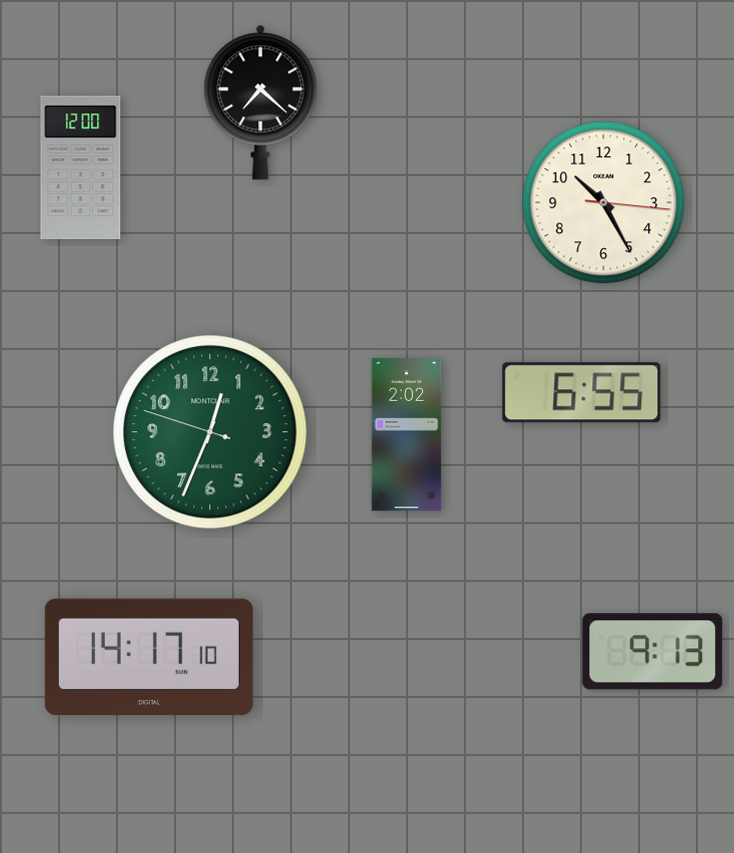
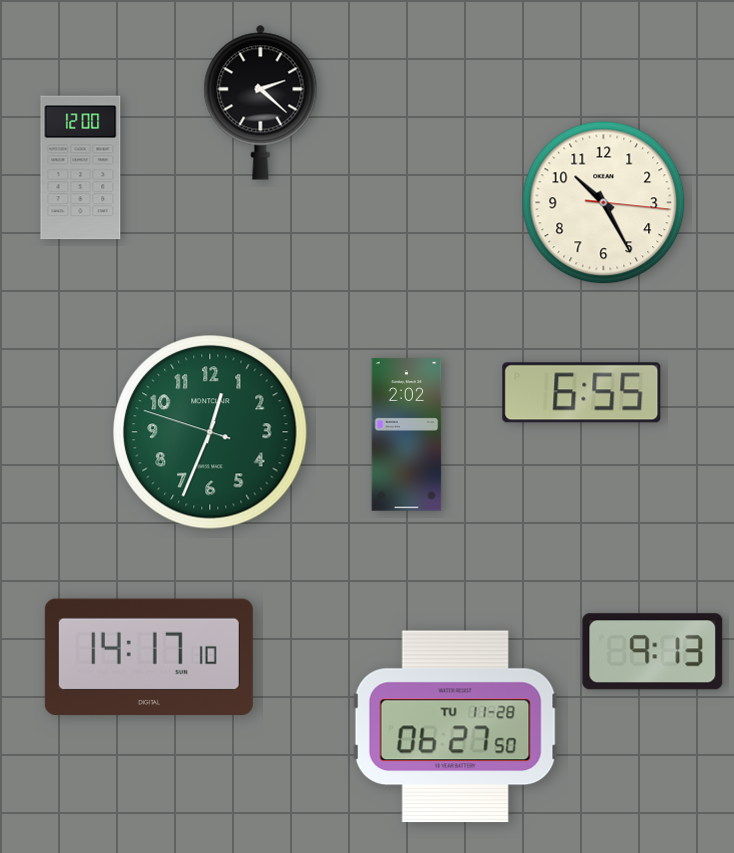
clock at (261, 102): 7:22 -> 2:22
clock at (455, 727): none -> 06:27
